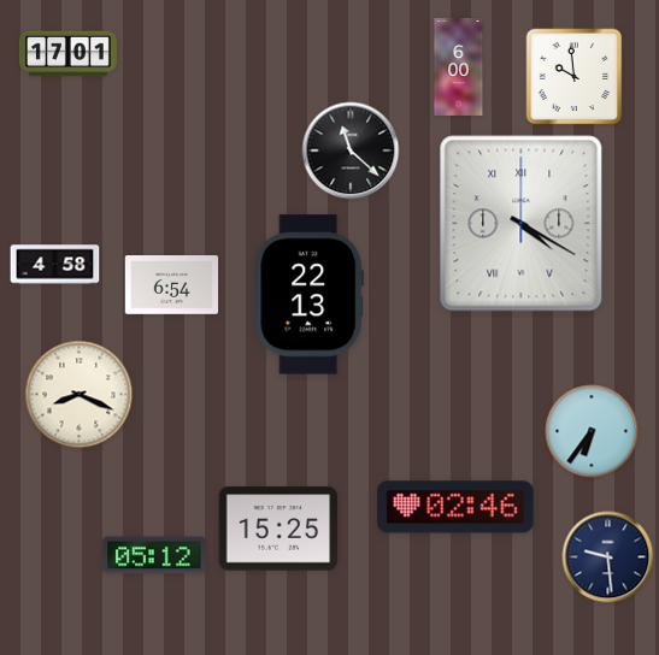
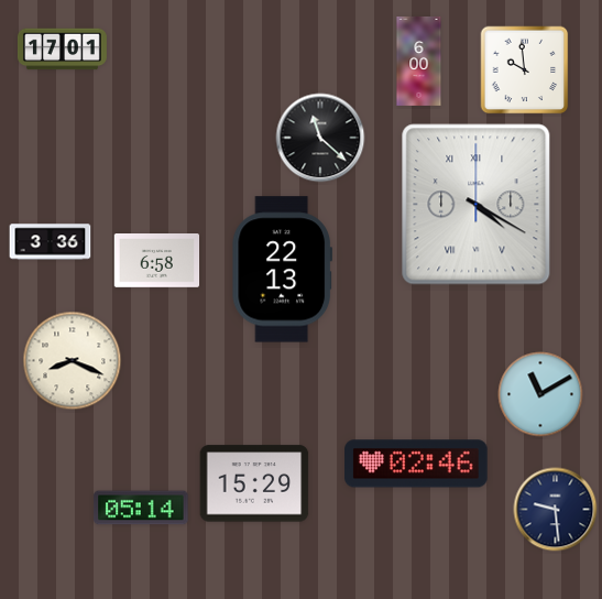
clock at (55, 265): 4:58 -> 3:36
clock at (172, 285): 6:54 -> 6:58
clock at (592, 431): 6:36 -> 11:10
clock at (278, 529): 15:25 -> 15:29
clock at (154, 555): 05:12 -> 05:14
